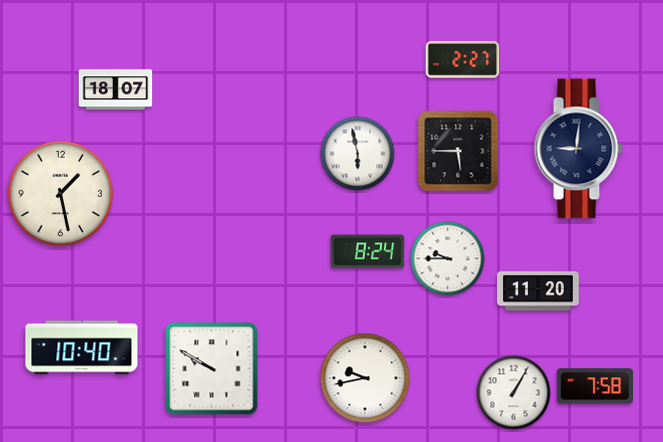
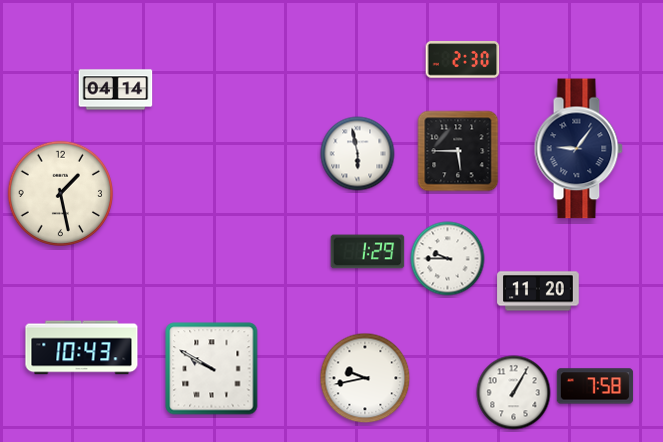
clock at (463, 60): 2:27 -> 2:30
clock at (116, 90): 18:07 -> 04:14
clock at (578, 149): 9:01 -> 9:06
clock at (368, 252): 8:24 -> 1:29
clock at (82, 348): 10:40 -> 10:43
